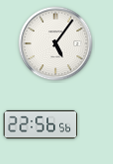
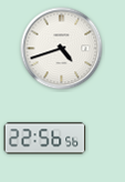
clock at (56, 44): 5:06 -> 4:42
